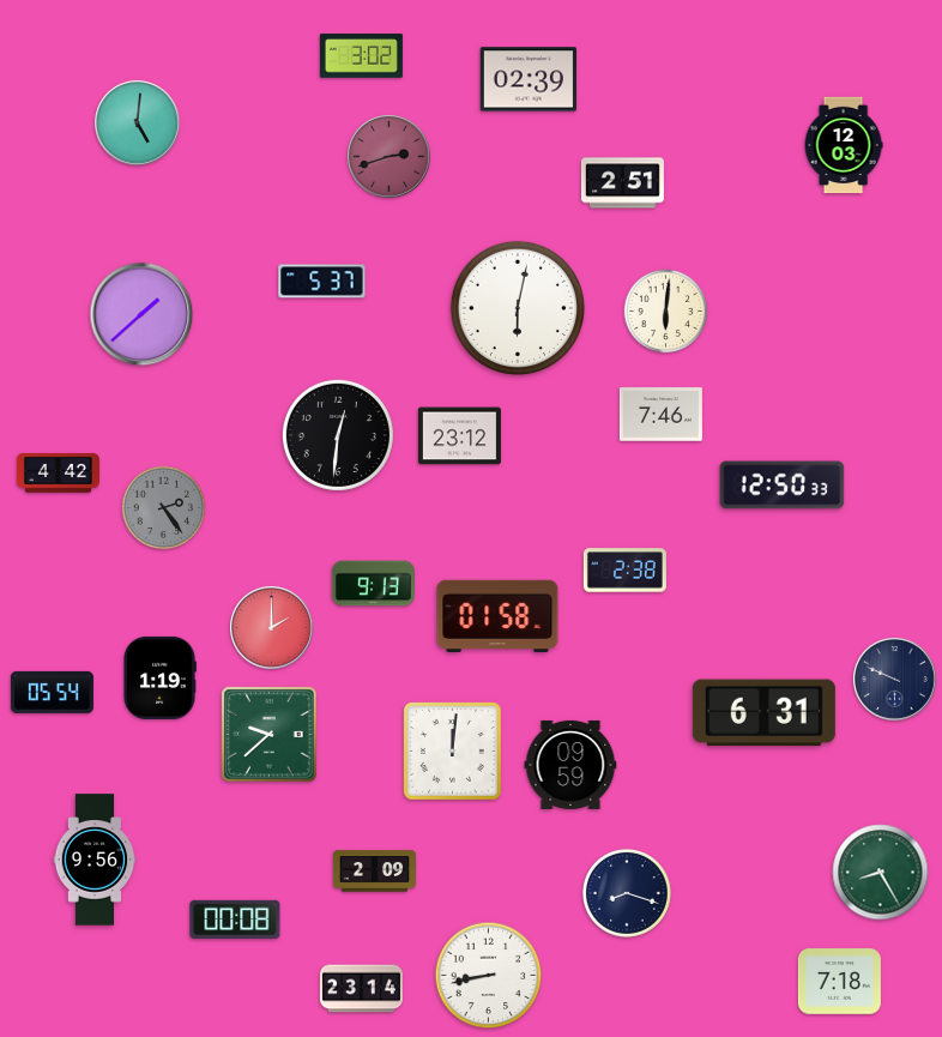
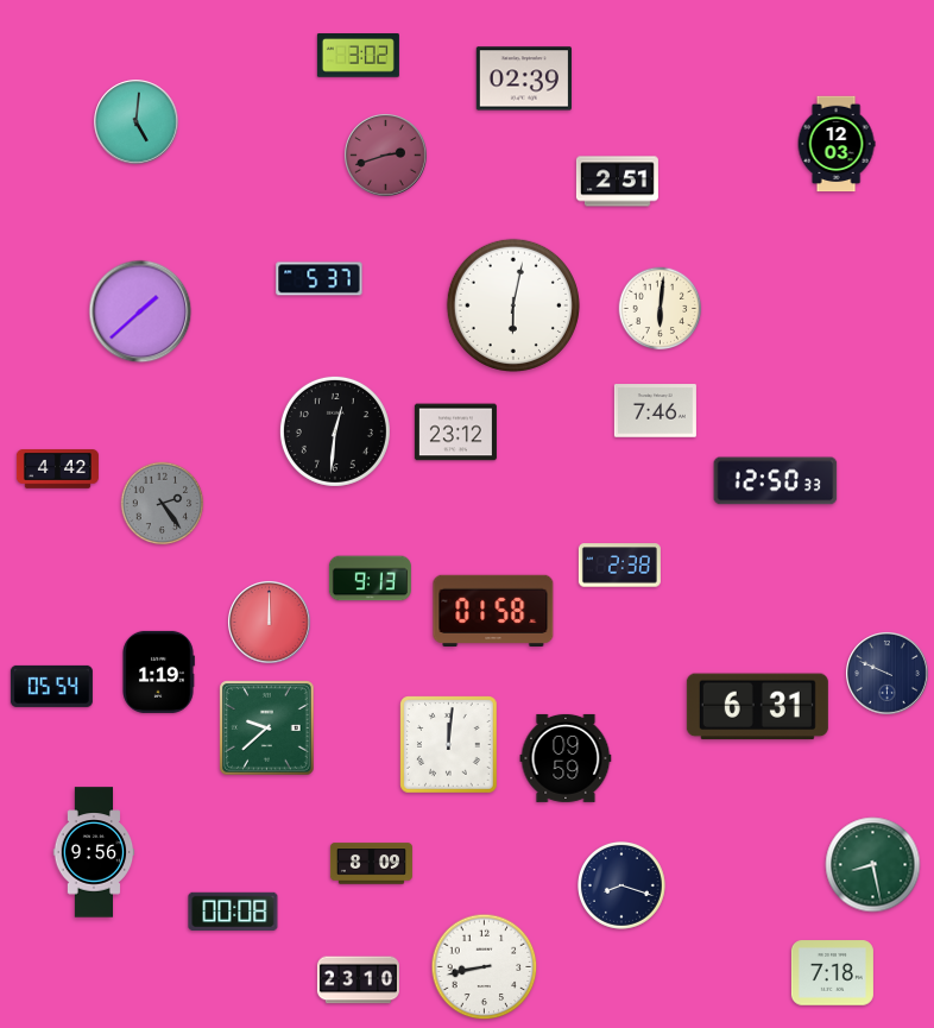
clock at (272, 628): 2:00 -> 12:00
clock at (374, 872): 2:09 -> 8:09
clock at (881, 873): 8:25 -> 8:28
clock at (361, 989): 23:14 -> 23:10
